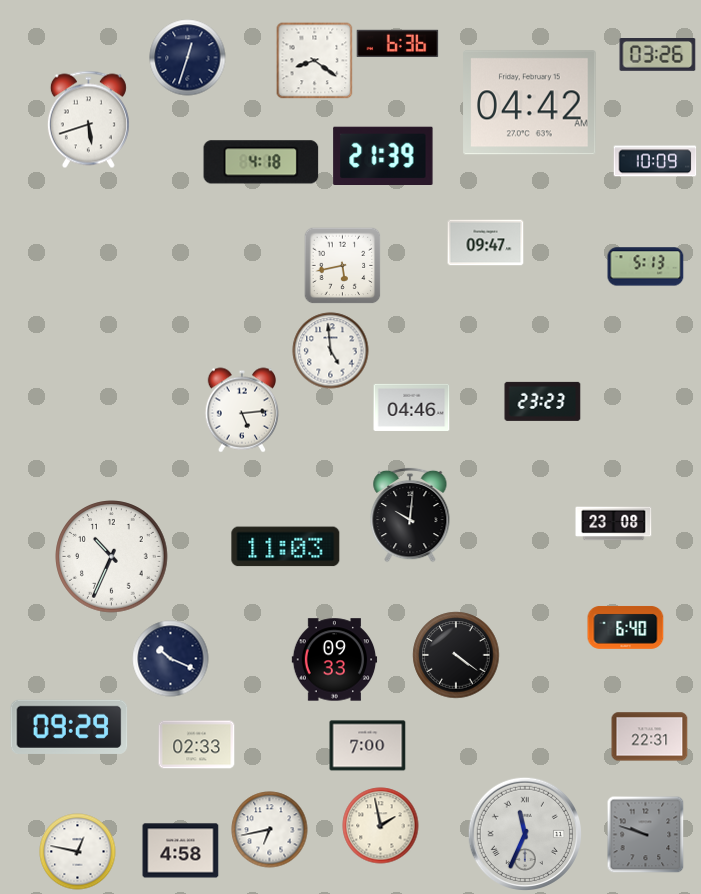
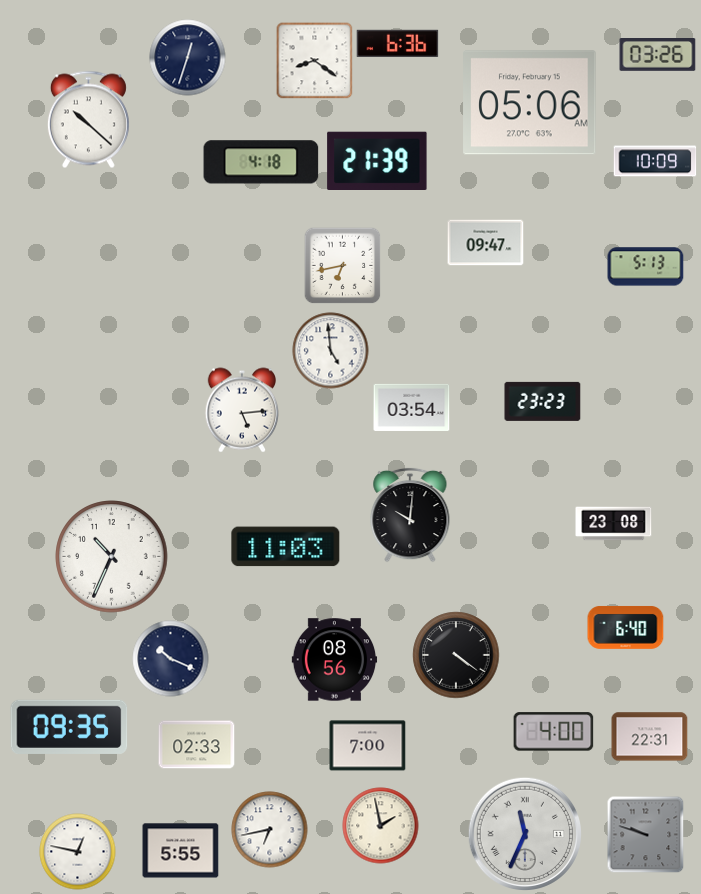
clock at (530, 103): 04:42 -> 05:06
clock at (88, 120): 5:42 -> 10:22
clock at (383, 155) position: (383, 155) -> (377, 160)
clock at (342, 265): 5:43 -> 6:43
clock at (412, 407): 04:46 -> 03:54
clock at (335, 660): 09:33 -> 08:56
clock at (69, 727): 09:29 -> 09:35
clock at (554, 732): none -> 4:00
clock at (181, 851): 4:58 -> 5:55
